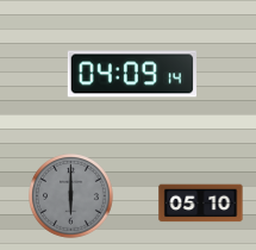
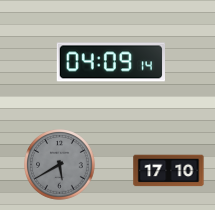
clock at (71, 196): 6:00 -> 5:40
clock at (201, 204): 05:10 -> 17:10
